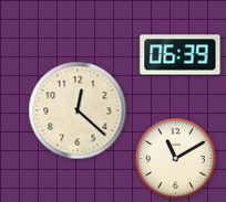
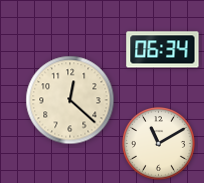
clock at (181, 55): 06:39 -> 06:34
